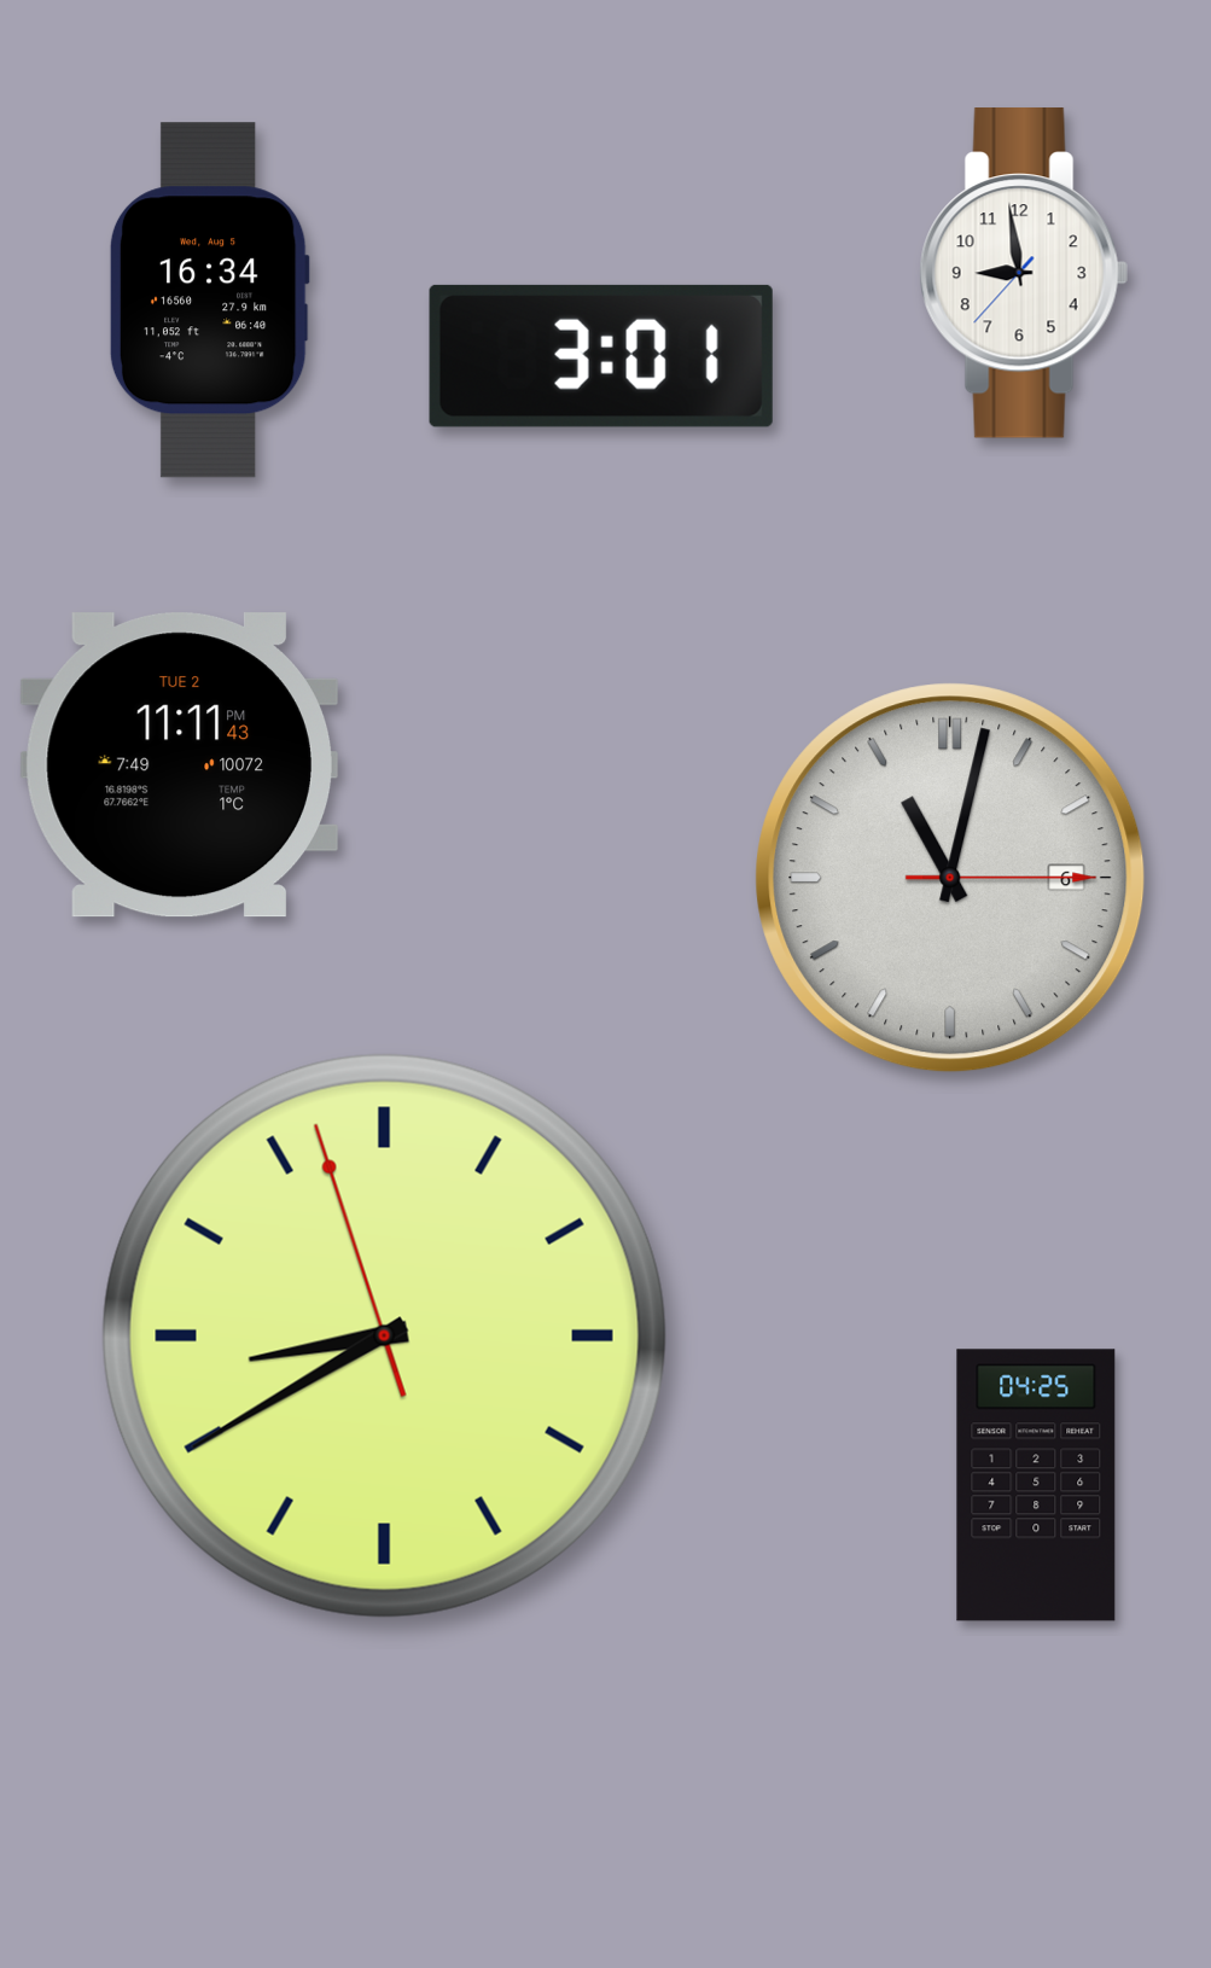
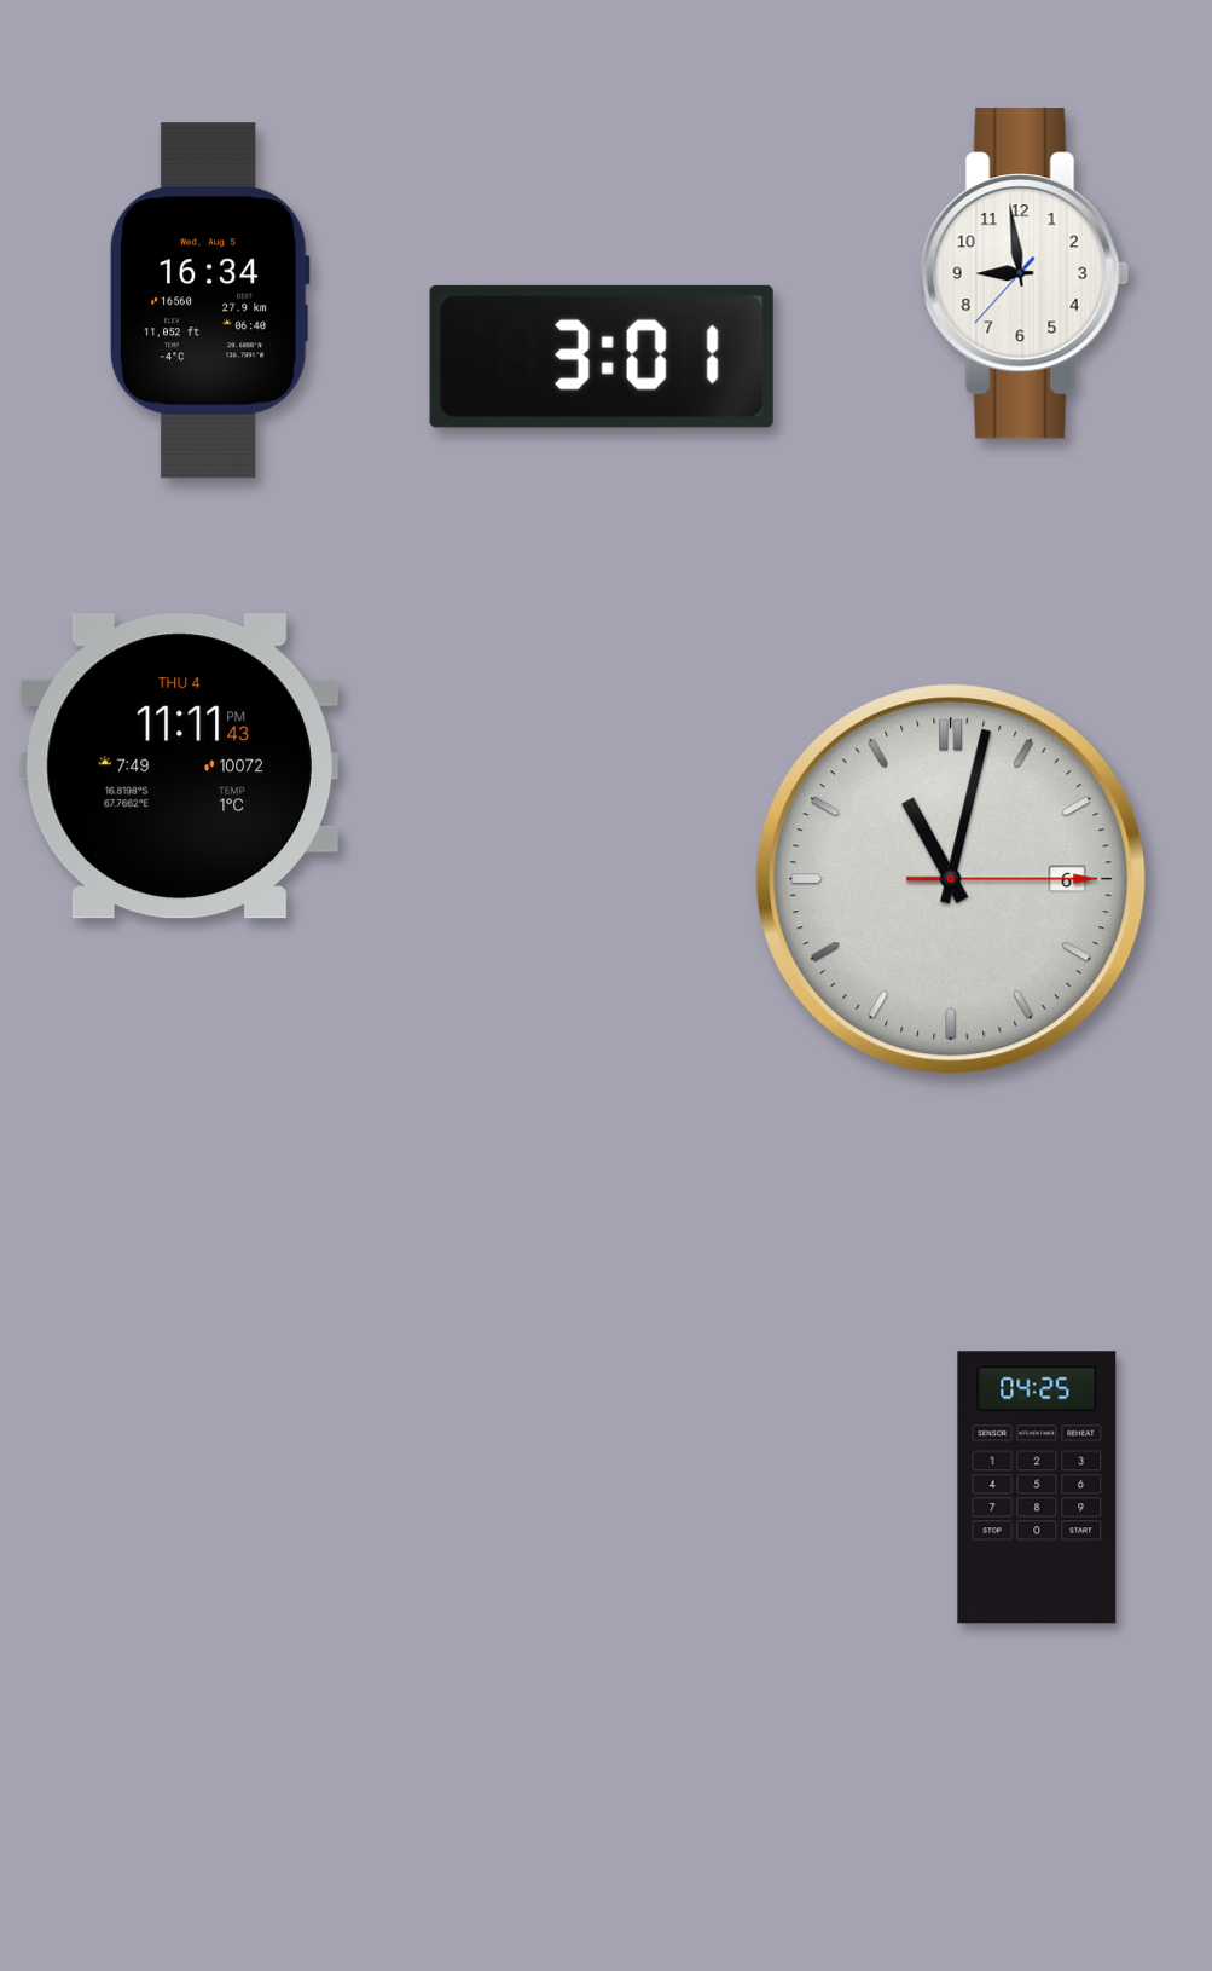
clock at (179, 765) date: TUE 2 -> THU 4
clock at (384, 1335): 8:39 -> none
